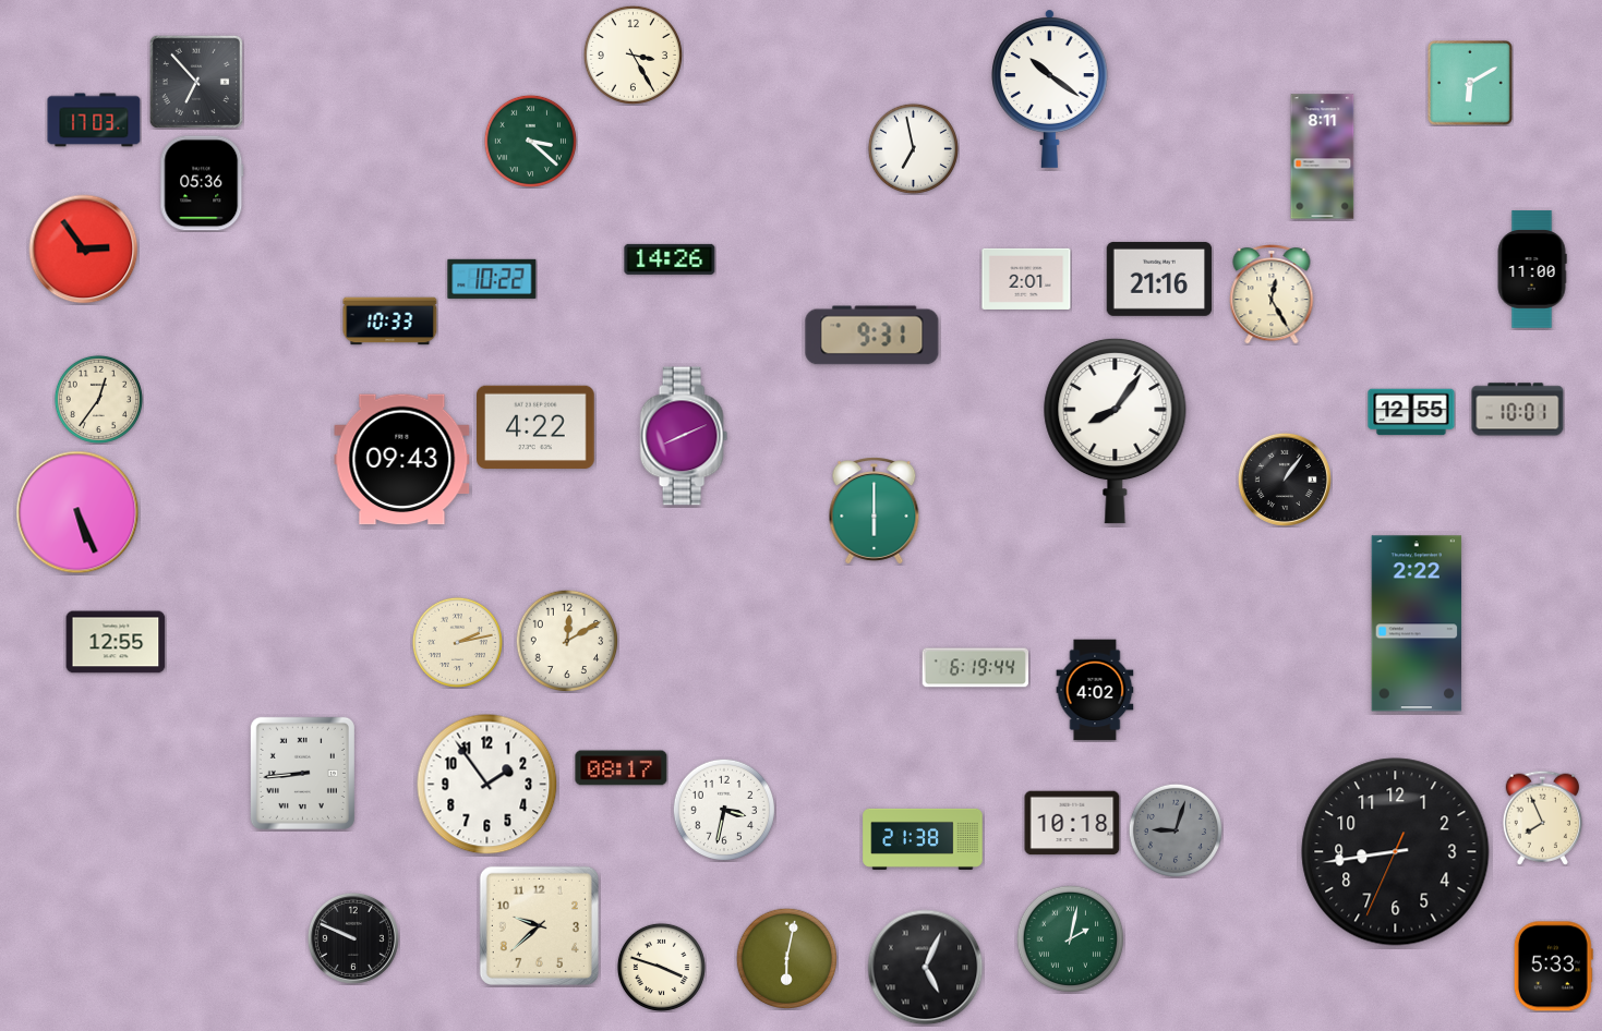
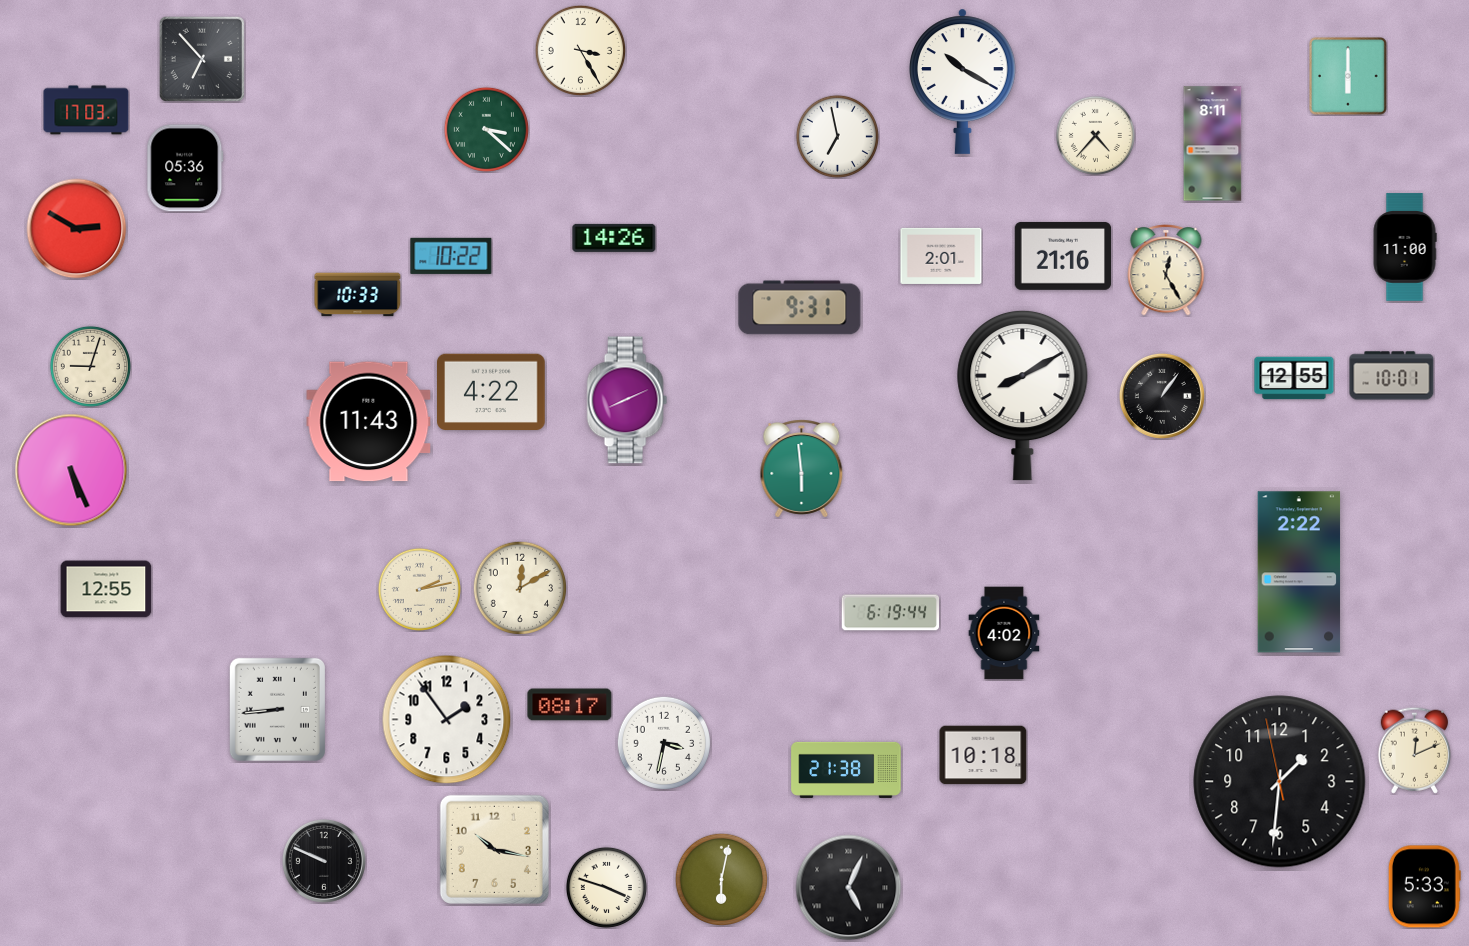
clock at (196, 82) position: (196, 82) -> (202, 59)
clock at (1471, 84): 6:10 -> 6:00
clock at (1050, 88): 10:21 -> 10:20
clock at (1095, 135): none -> 4:37
clock at (84, 250): 2:54 -> 2:50
clock at (98, 399): 12:36 -> 9:03
clock at (1116, 430): 8:06 -> 8:10
clock at (402, 460): 09:43 -> 11:43
clock at (1285, 480) position: (1285, 480) -> (1162, 396)
clock at (875, 511): 6:00 -> 5:59
clock at (975, 668) position: (975, 668) -> (890, 613)
clock at (1542, 817): 7:56 -> 12:11
clock at (1176, 830): 9:03 -> none
clock at (1396, 852): 8:43 -> 1:30
clock at (539, 925): 9:38 -> 10:17
clock at (1071, 939): 2:02 -> none
